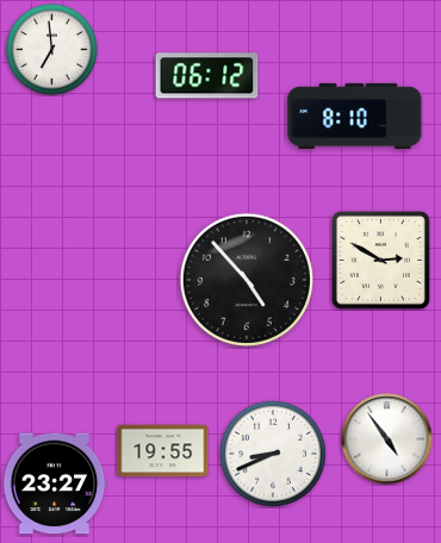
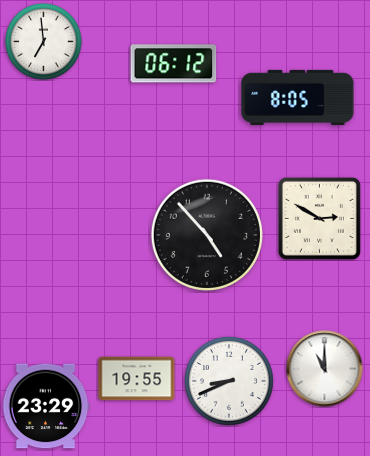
clock at (355, 116): 8:10 -> 8:05
clock at (387, 439): 4:54 -> 11:00
clock at (55, 483): 23:27 -> 23:29
